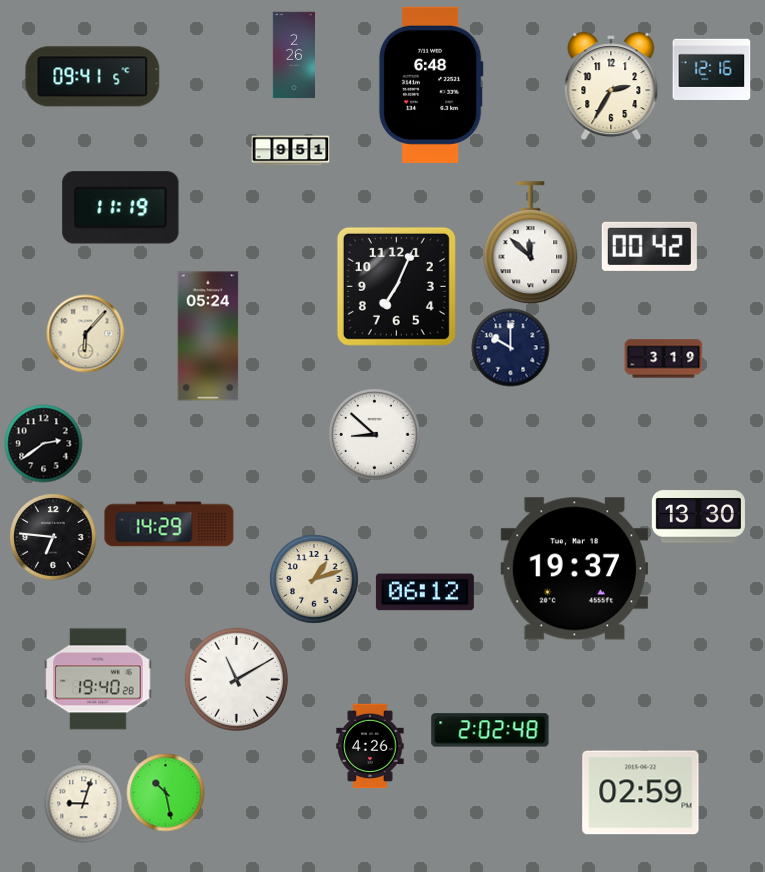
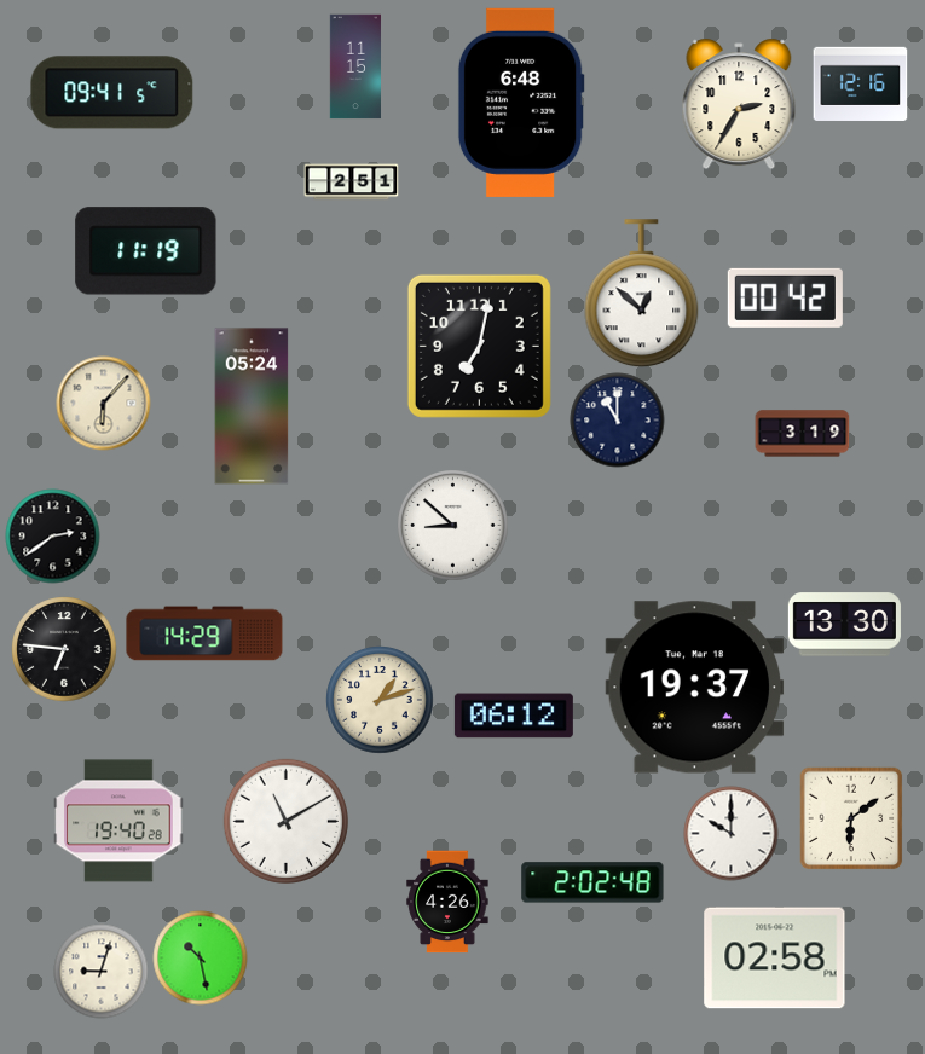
clock at (294, 55): 2:26 -> 11:15
clock at (290, 151): 9:51 -> 2:51
clock at (531, 243): 11:52 -> 12:52
clock at (396, 286): 7:04 -> 7:02
clock at (510, 347): 10:00 -> 11:00
clock at (851, 818): none -> 6:09
clock at (730, 833): none -> 10:00
clock at (641, 793): 02:59 -> 02:58
